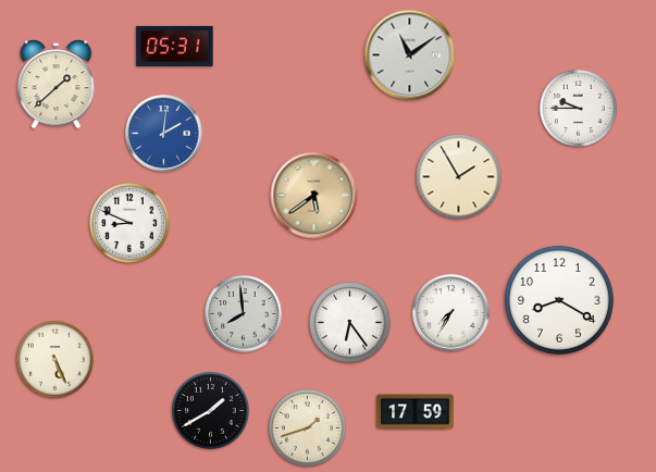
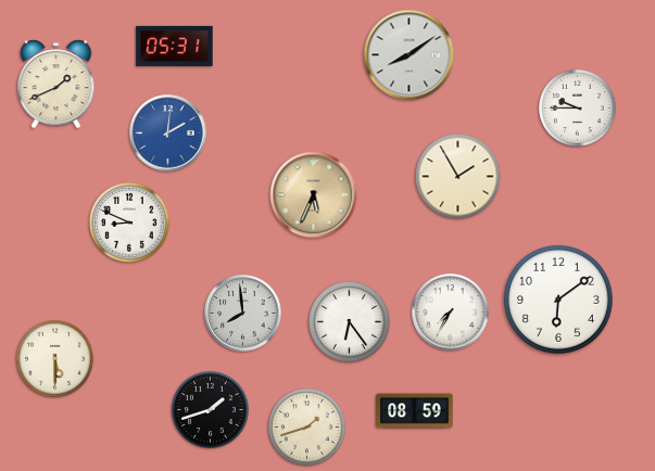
clock at (410, 55): 11:09 -> 8:09
clock at (57, 85): 1:38 -> 1:41
clock at (164, 134) position: (164, 134) -> (168, 133)
clock at (314, 196): 5:39 -> 5:34
clock at (559, 300): 8:20 -> 6:09
clock at (54, 359): 5:26 -> 5:30
clock at (210, 410): 1:40 -> 1:42
clock at (416, 412): 17:59 -> 08:59
